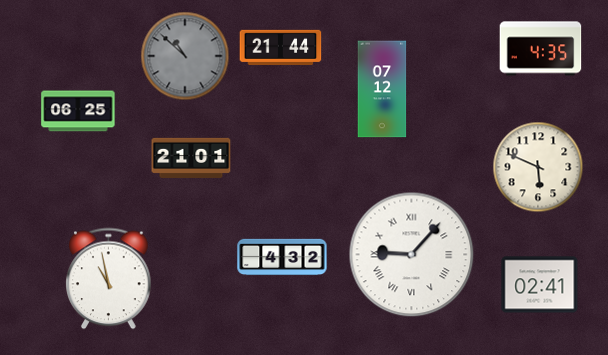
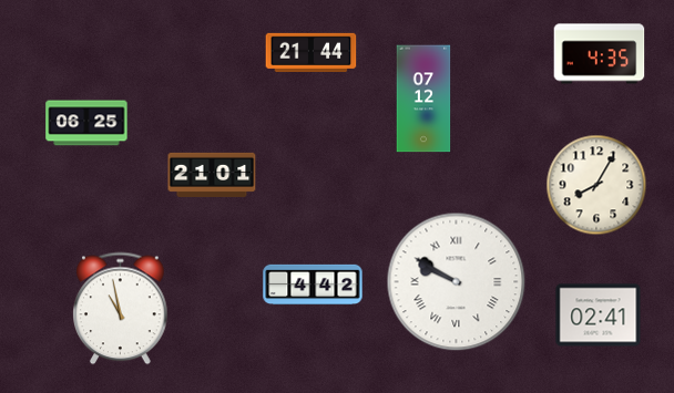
clock at (185, 56): 10:52 -> none
clock at (538, 167): 5:49 -> 8:05
clock at (412, 255): 9:07 -> 9:50
clock at (282, 257): 4:32 -> 4:42
